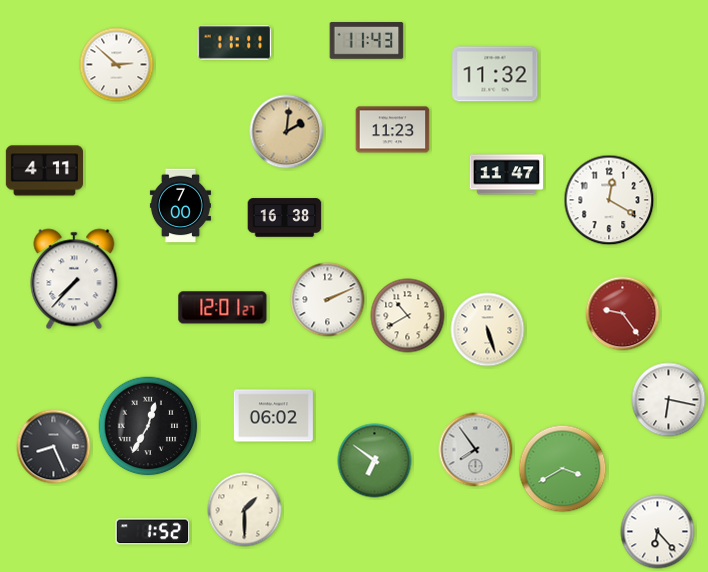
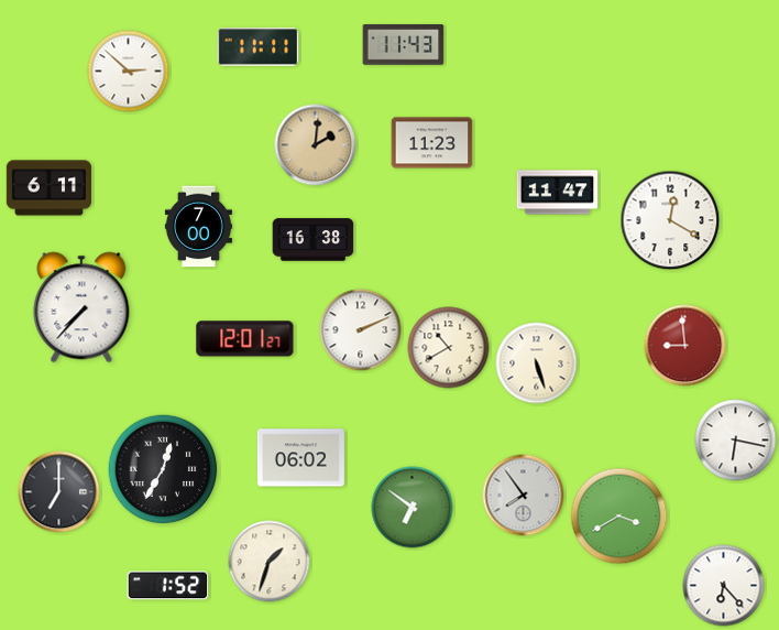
clock at (495, 74): 11:32 -> none
clock at (44, 171): 4:11 -> 6:11
clock at (623, 314): 9:24 -> 8:59
clock at (54, 447): 8:26 -> 7:00
clock at (245, 510): 1:30 -> 1:33
